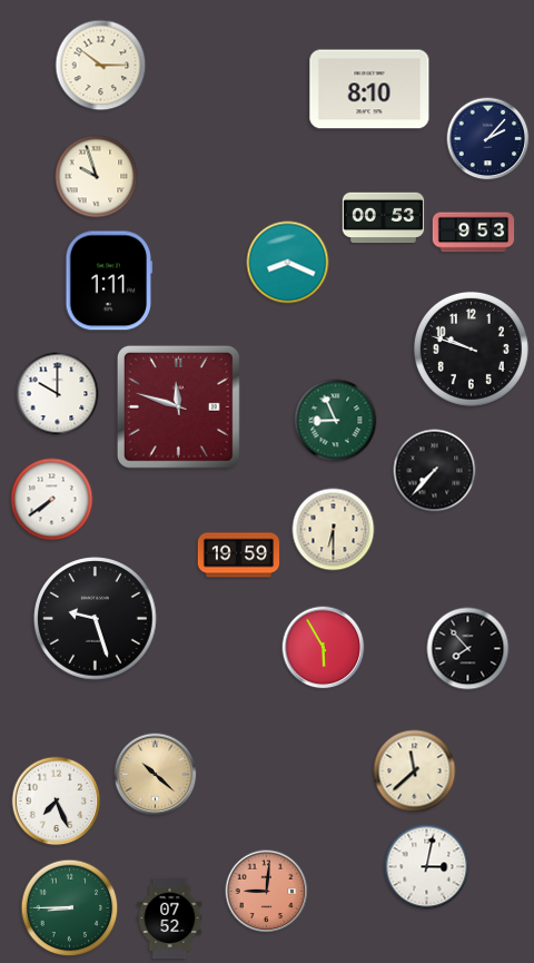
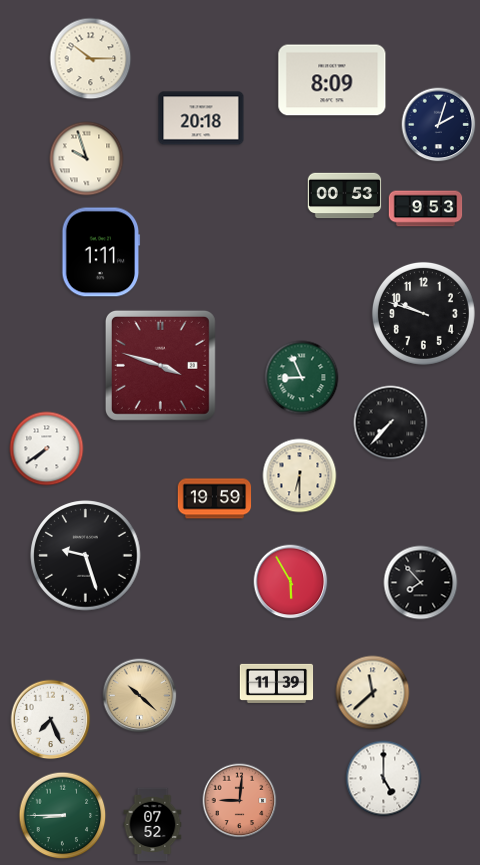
clock at (369, 89): 8:10 -> 8:09
clock at (201, 118): none -> 20:18
clock at (488, 139): 2:07 -> 2:03
clock at (288, 263): 8:19 -> none
clock at (109, 281) position: (109, 281) -> (101, 252)
clock at (58, 394): 10:00 -> none
clock at (178, 406): 11:48 -> 3:48
clock at (277, 683): none -> 11:39
clock at (427, 867): 3:02 -> 5:00
